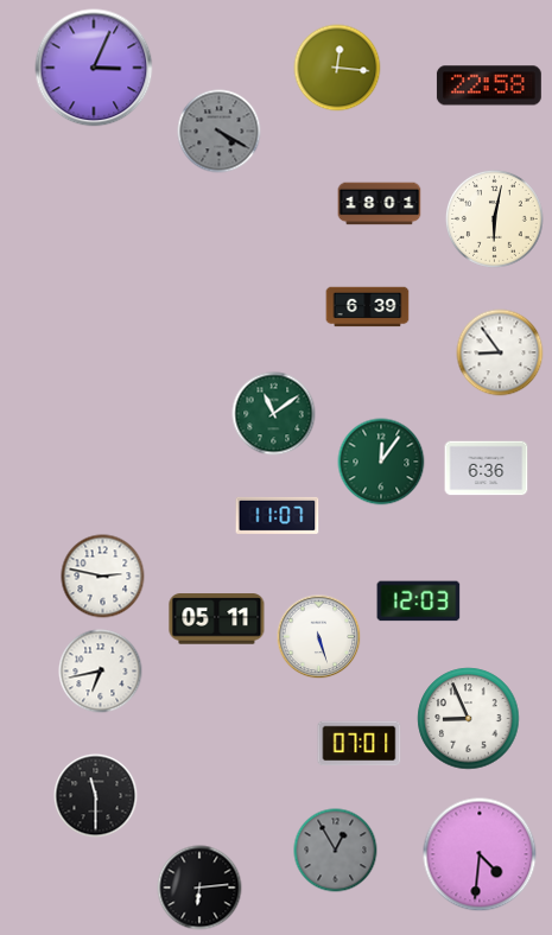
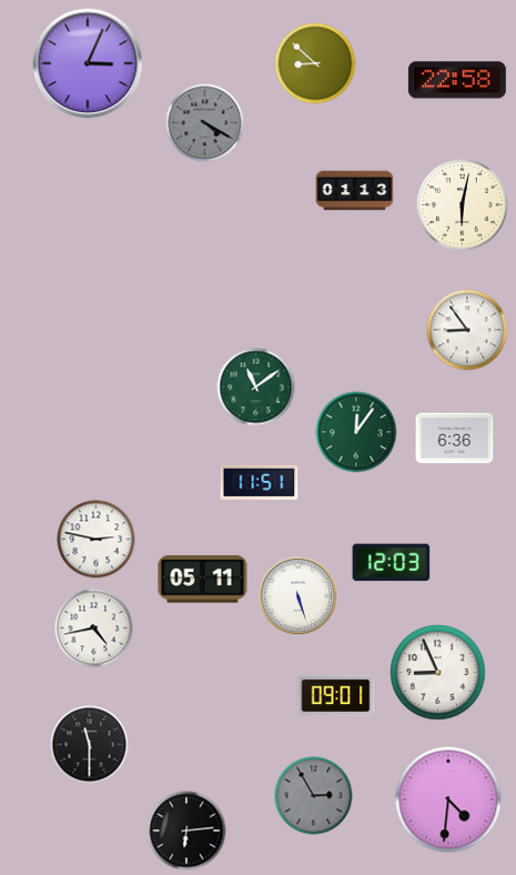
clock at (337, 68): 12:16 -> 8:52
clock at (380, 204): 18:01 -> 01:13
clock at (368, 307): 6:39 -> none
clock at (278, 515): 11:07 -> 11:51
clock at (101, 672): 6:43 -> 4:43
clock at (360, 744): 07:01 -> 09:01
clock at (336, 851): 12:55 -> 2:55
